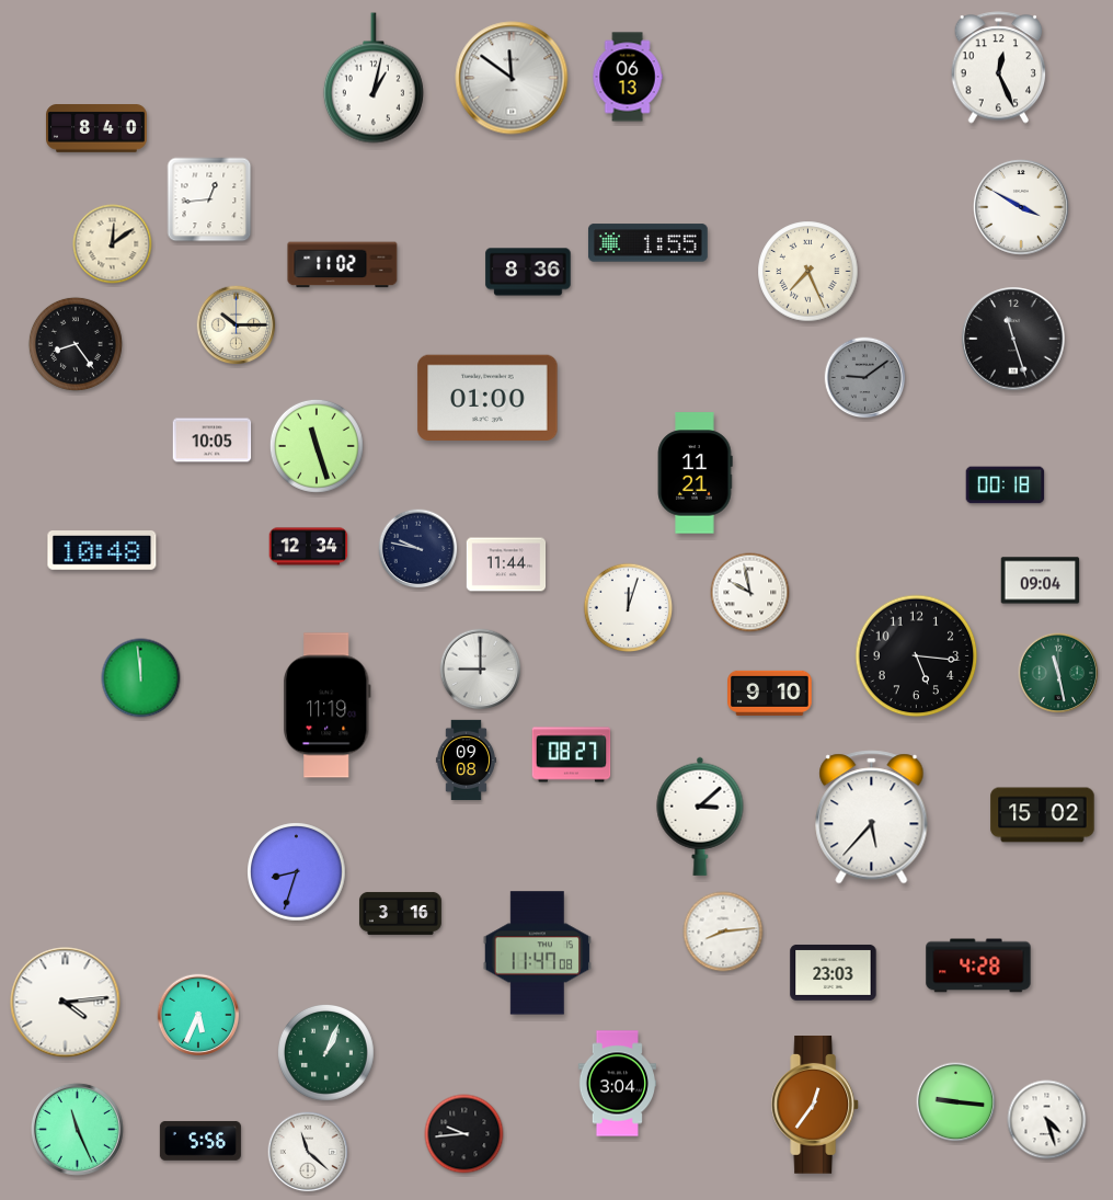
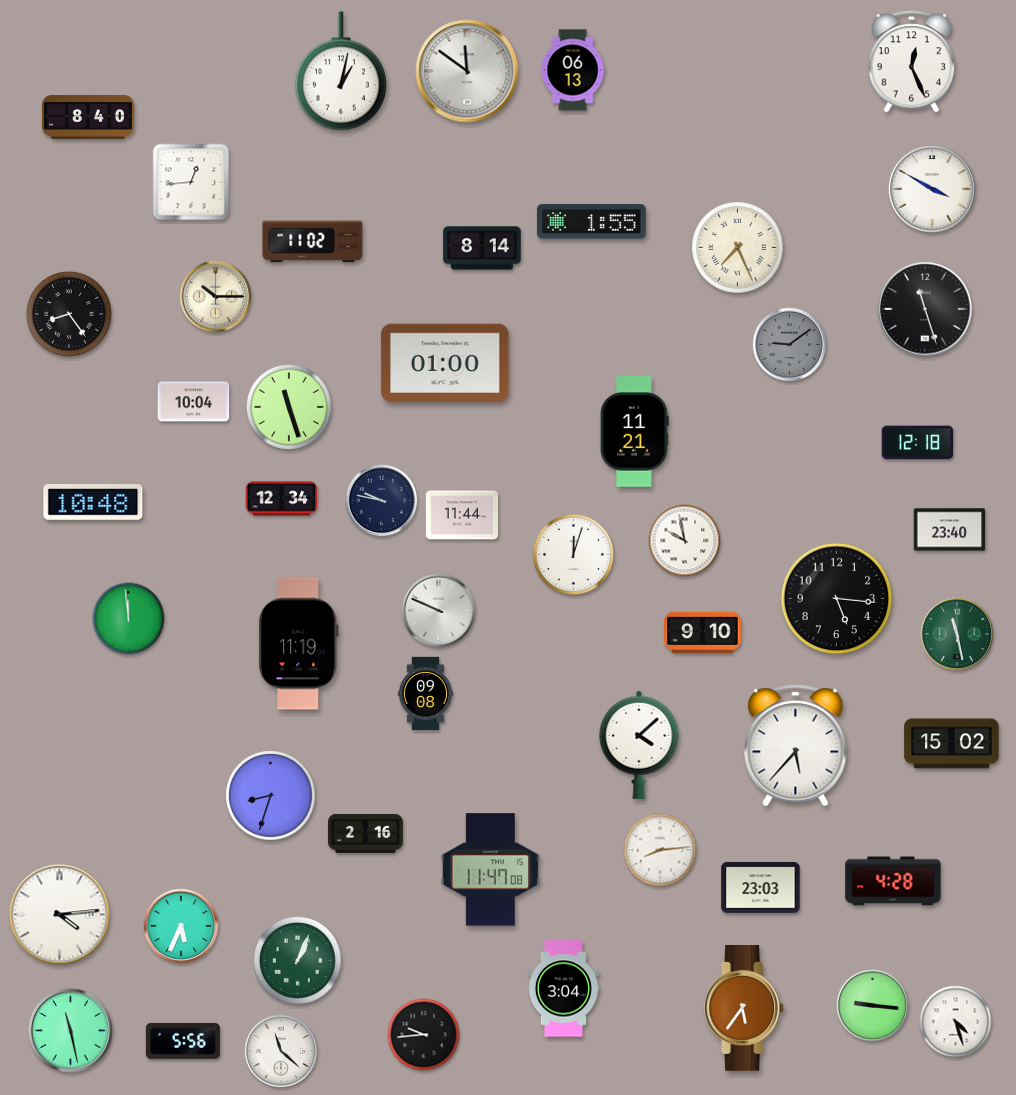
clock at (113, 244): 12:09 -> none
clock at (528, 272): 8:36 -> 8:14
clock at (213, 441): 10:05 -> 10:04
clock at (1006, 485): 00:18 -> 12:18
clock at (1041, 581): 09:04 -> 23:40
clock at (481, 670): 9:00 -> 9:49
clock at (1058, 673) position: (1058, 673) -> (957, 634)
clock at (572, 755): 08:27 -> none
clock at (700, 816): 3:08 -> 4:08
clock at (400, 913): 3:16 -> 2:16
clock at (816, 1106): 12:36 -> 5:36
clock at (77, 1129): 11:26 -> 11:28
